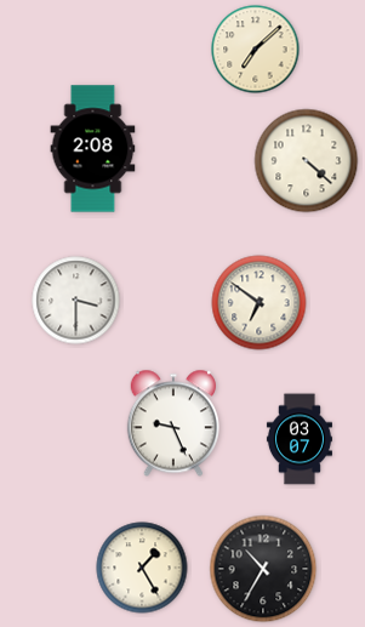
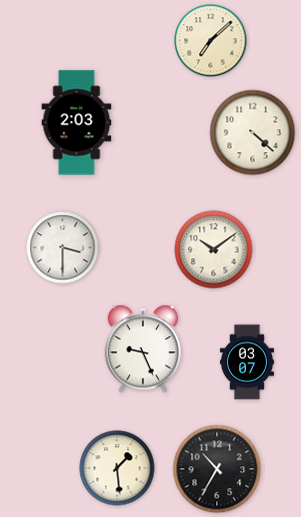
clock at (93, 149): 2:08 -> 2:03
clock at (260, 303): 6:51 -> 10:09
clock at (142, 568): 1:25 -> 1:29
